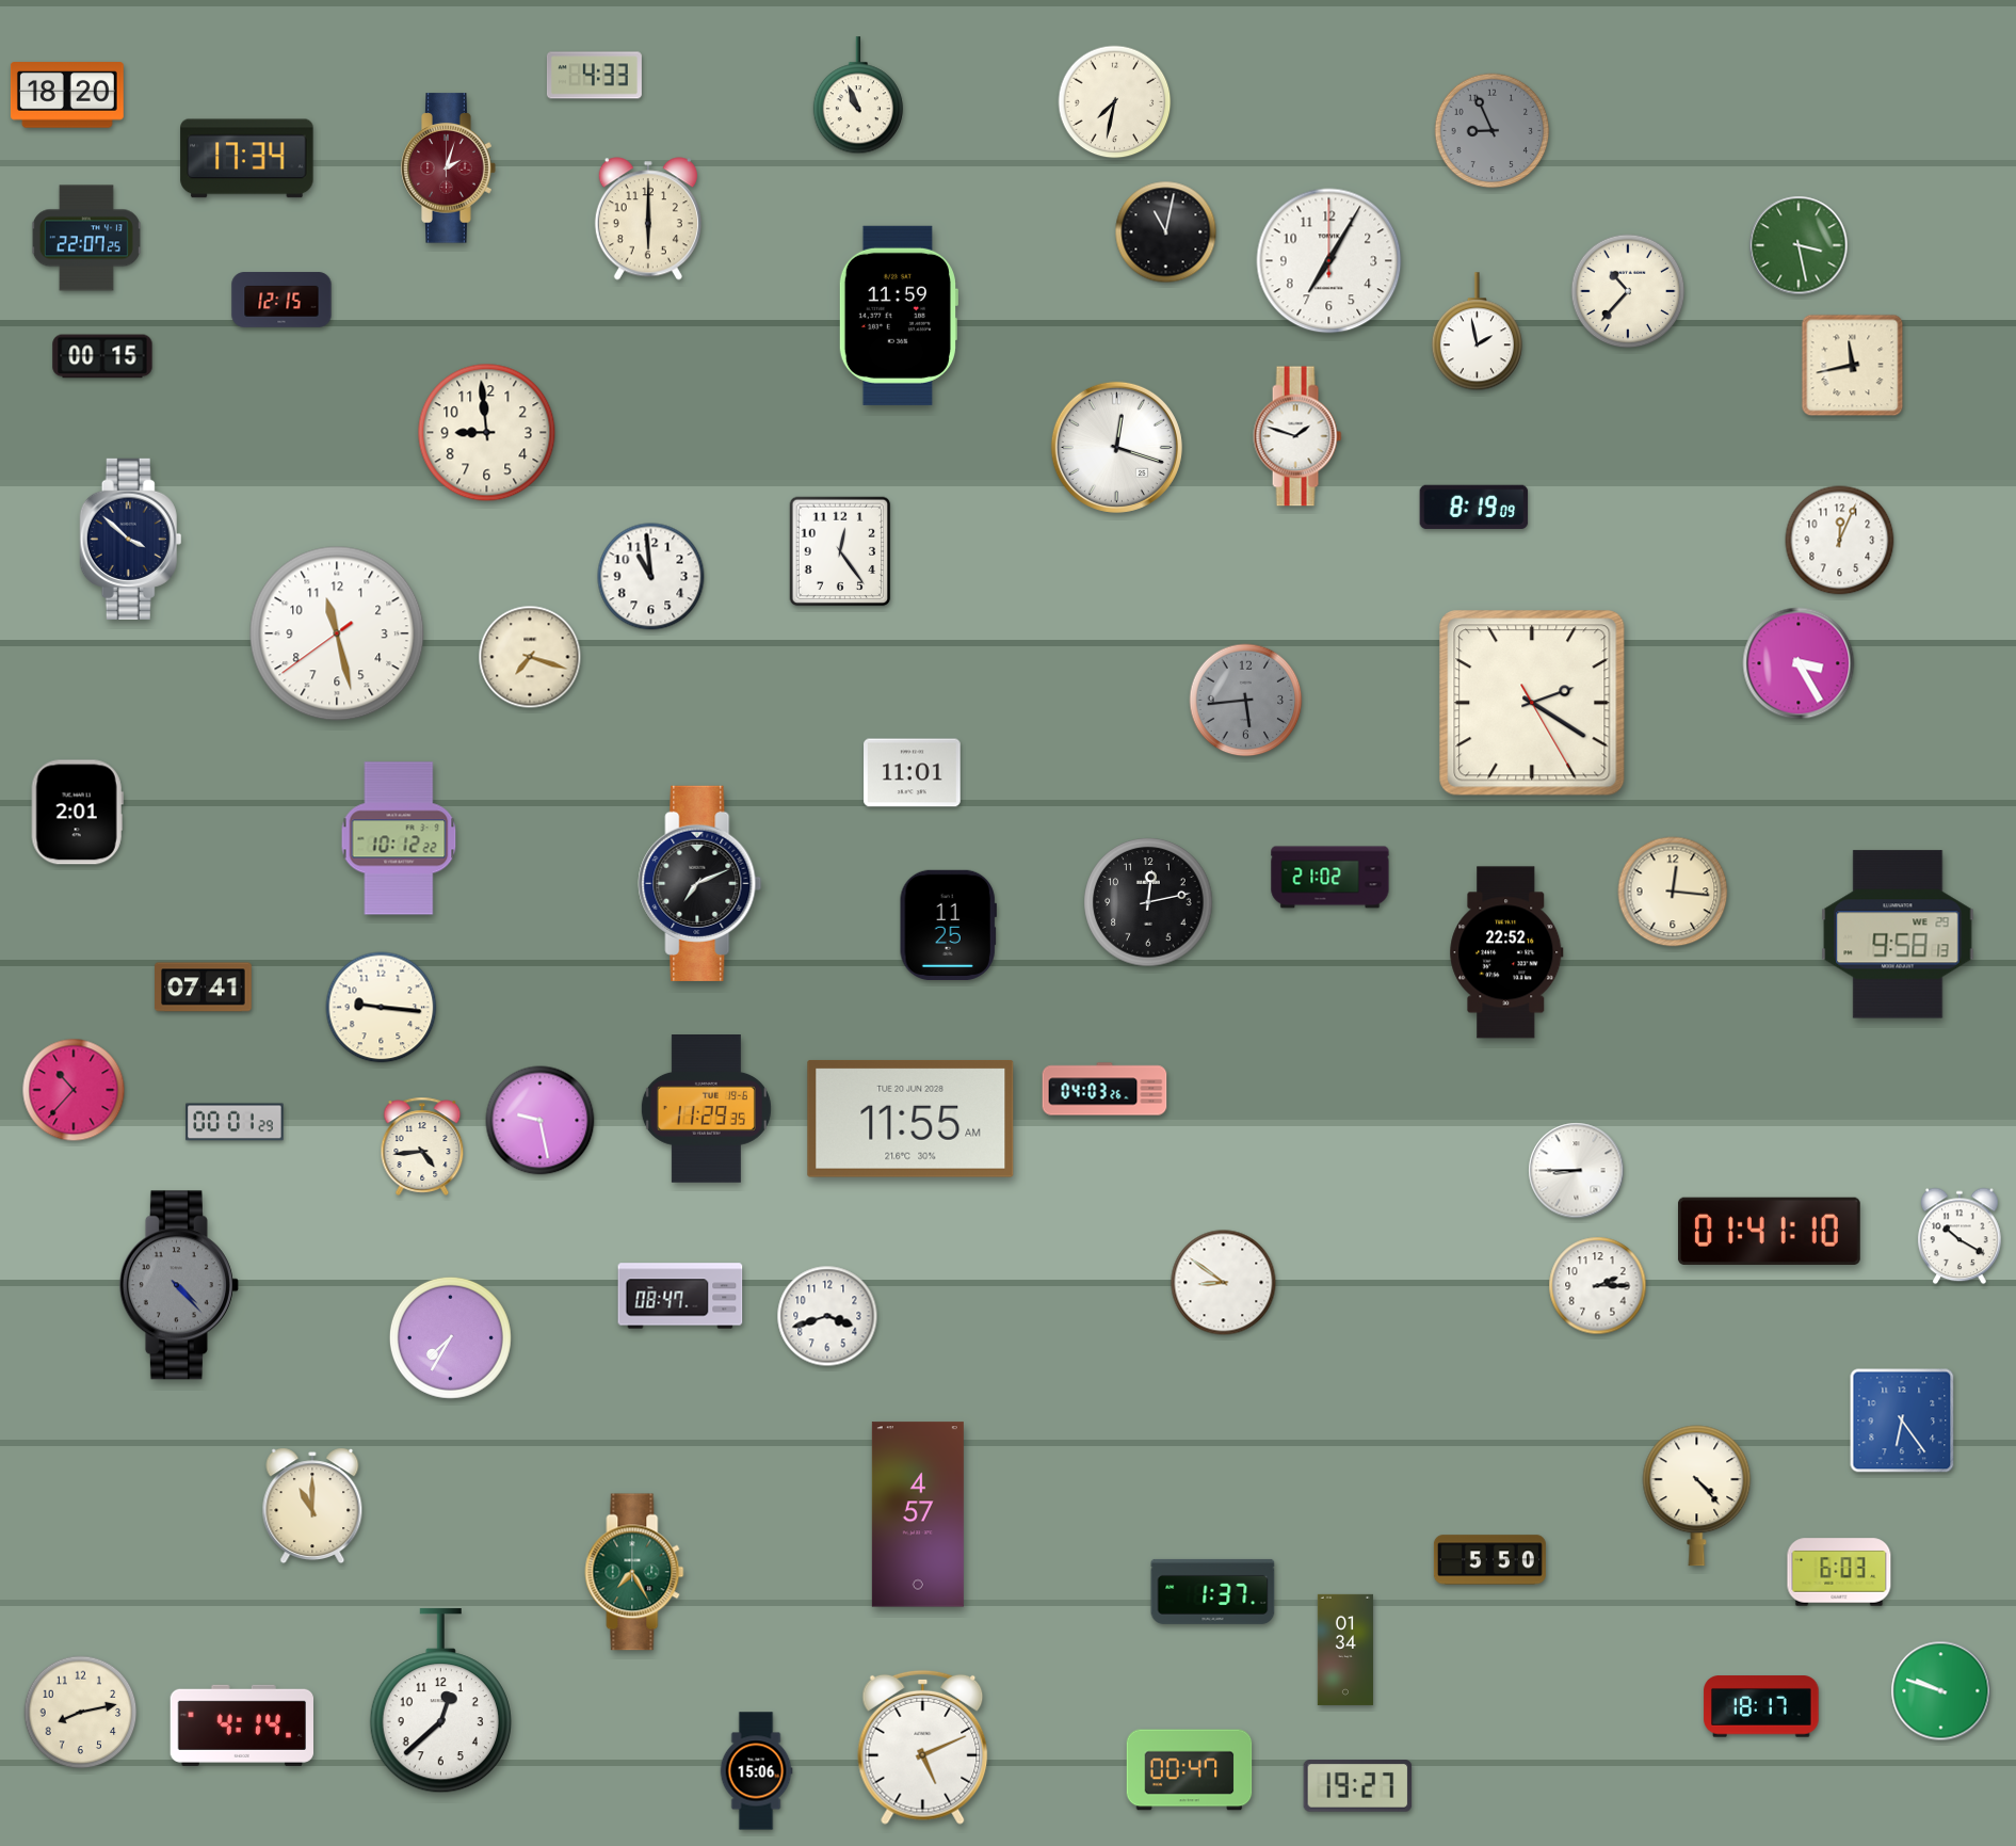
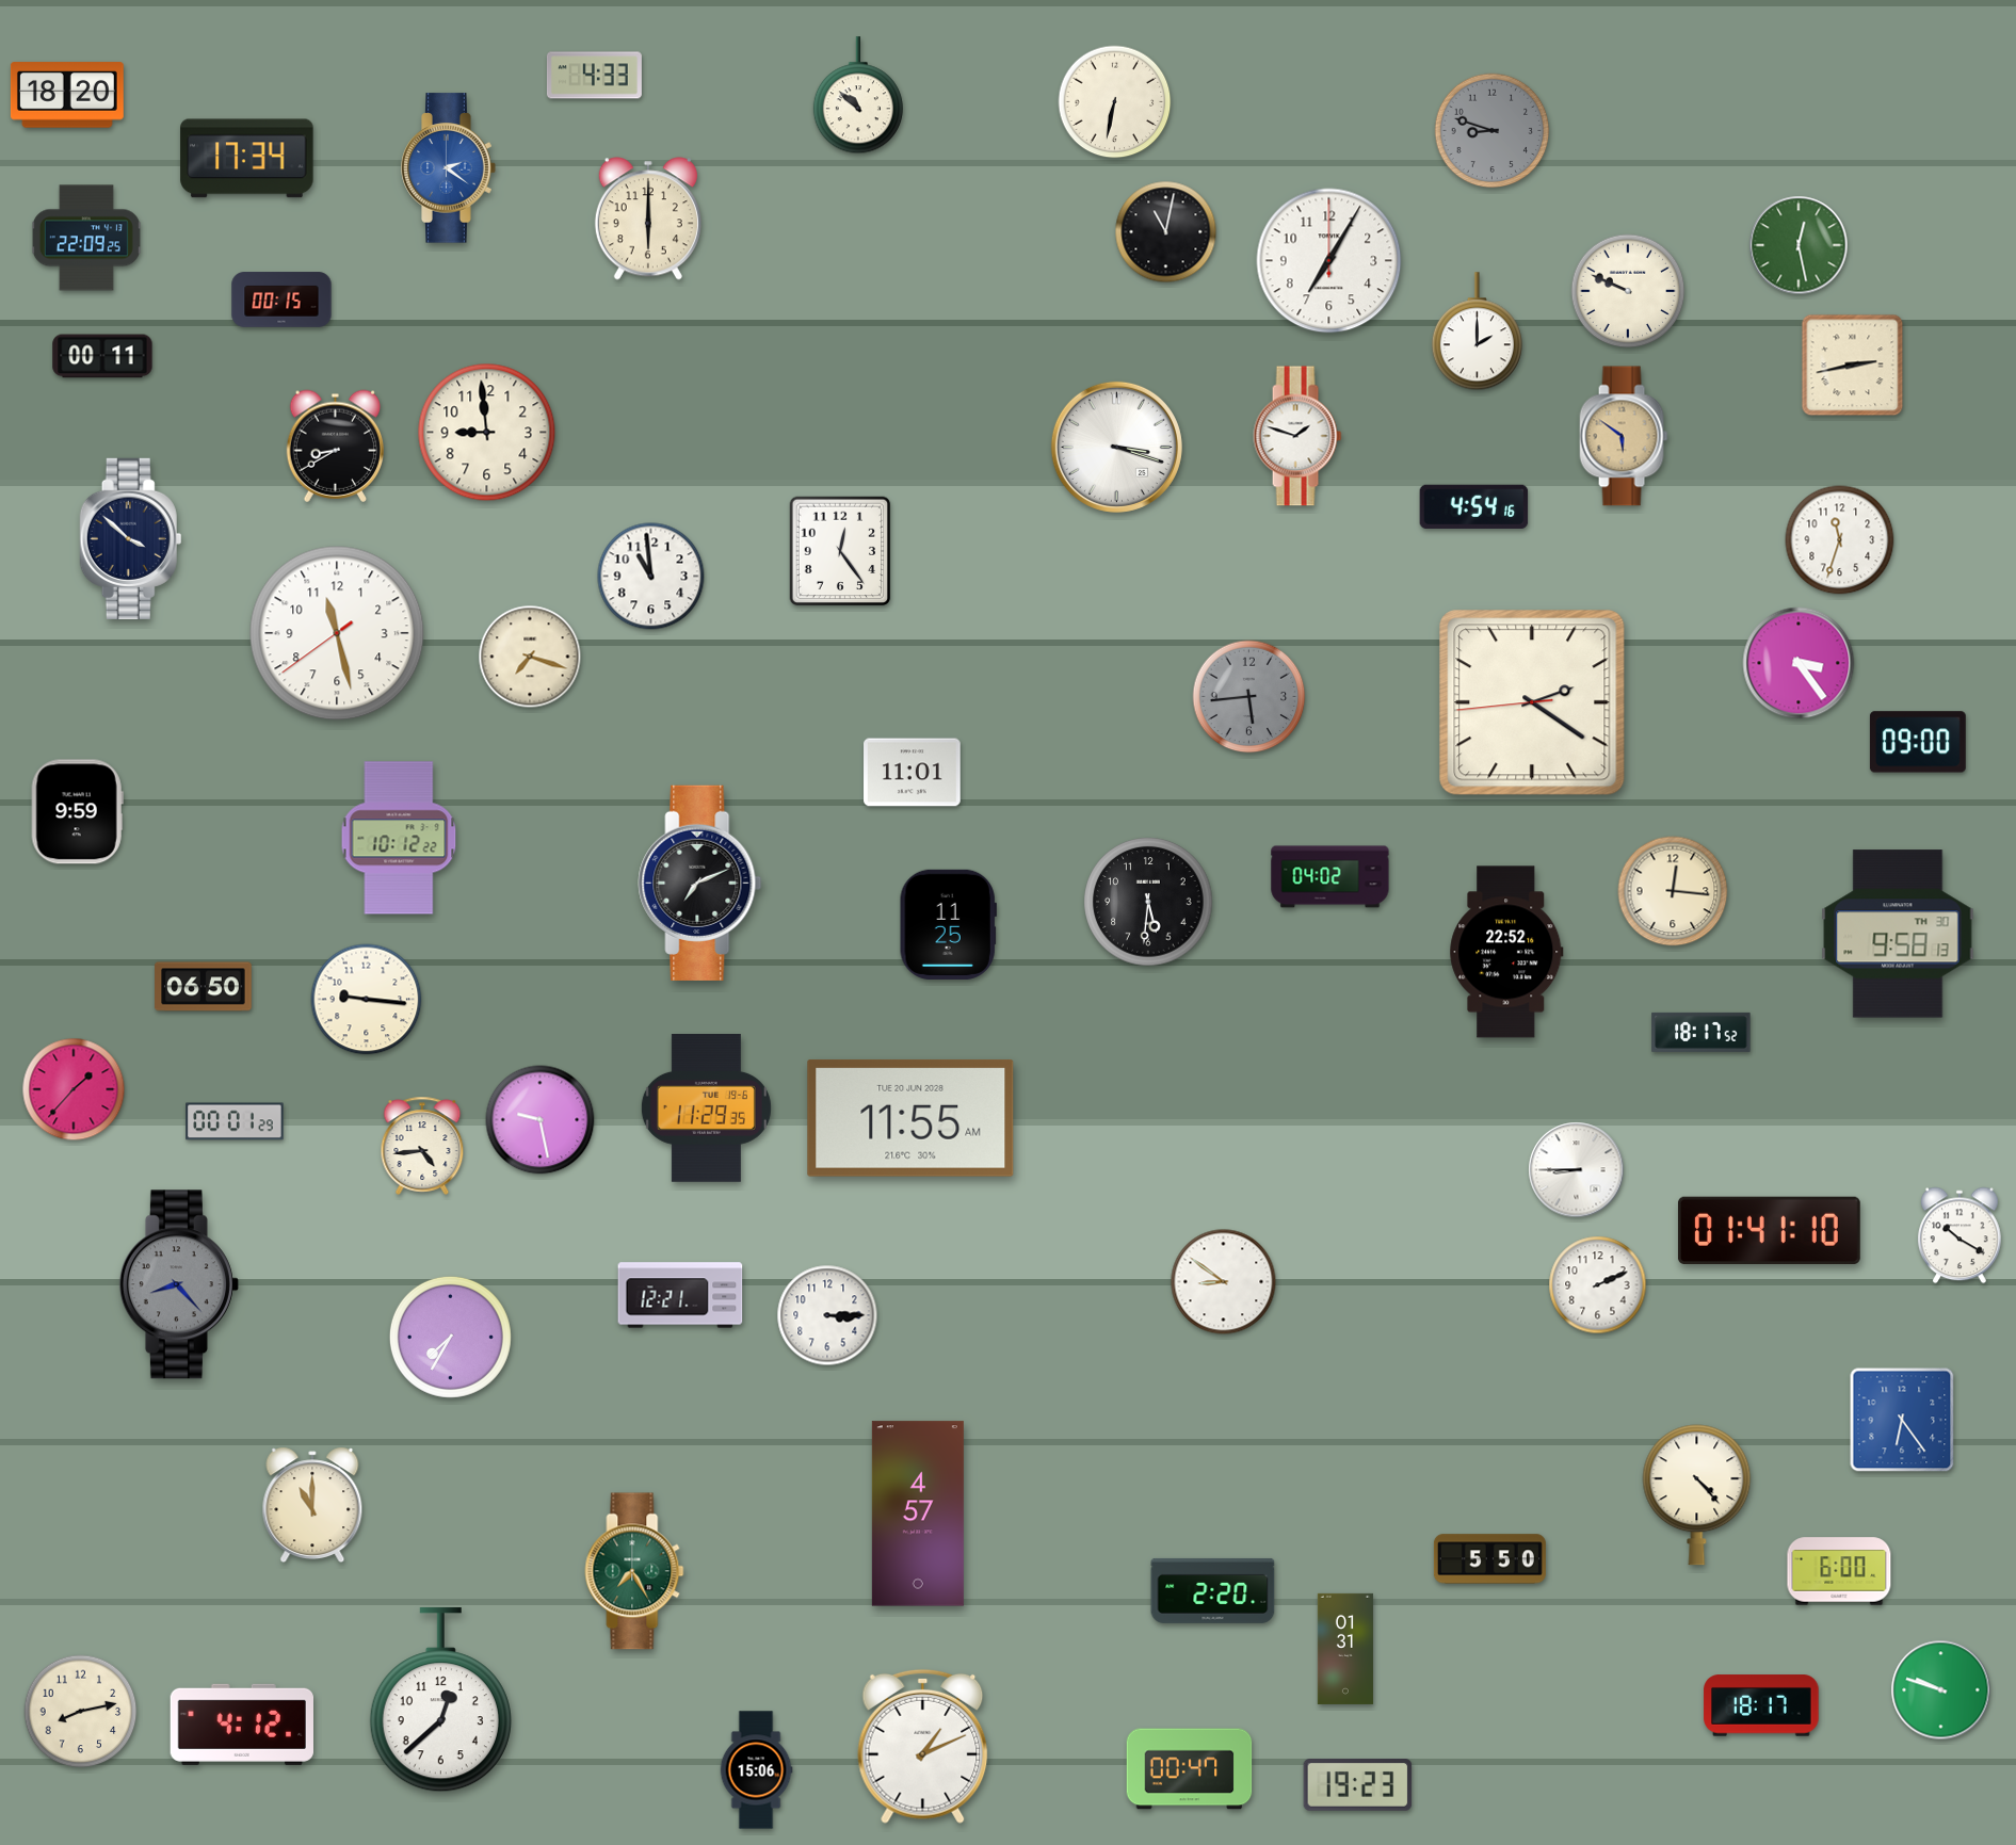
clock at (858, 96): 10:56 -> 10:52
clock at (1115, 102): 7:32 -> 6:32
clock at (1493, 131): 8:56 -> 8:48
clock at (449, 168): 2:03 -> 2:21
clock at (449, 168) dial: burgundy -> blue
clock at (86, 238): 22:07 -> 22:09
clock at (1799, 245): 3:28 -> 12:28
clock at (1628, 291): 10:37 -> 9:49
clock at (281, 300): 12:15 -> 00:15
clock at (898, 316): 11:59 -> none
clock at (1477, 332): 1:58 -> 2:00
clock at (102, 356): 00:15 -> 00:11
clock at (1853, 366): 11:43 -> 2:43
clock at (1624, 436): none -> 5:51
clock at (335, 446): none -> 8:40
clock at (1116, 447): 12:18 -> 3:18
clock at (1474, 507): 8:19 -> 4:54
clock at (1840, 541): 12:04 -> 11:33
clock at (1799, 663): 3:25 -> 3:24
clock at (1246, 701) position: (1246, 701) -> (1249, 697)
clock at (1532, 703): 2:20:25 -> 2:20:44
clock at (1918, 742): none -> 09:00
clock at (77, 813): 2:01 -> 9:59
clock at (1330, 878): 21:02 -> 04:02
clock at (1148, 902): 12:13 -> 5:31
clock at (1898, 934) date: WE 29 -> TH 30
clock at (204, 988): 07:41 -> 06:50
clock at (382, 1008) position: (382, 1008) -> (367, 1000)
clock at (1701, 1032): none -> 18:17
clock at (1104, 1089): 04:03 -> none
clock at (74, 1090): 10:37 -> 1:37
clock at (179, 1285): 4:23 -> 8:23
clock at (1598, 1286): 2:15 -> 2:11
clock at (680, 1296): 08:47 -> 12:21
clock at (827, 1316): 3:42 -> 3:15
clock at (1839, 1572): 6:03 -> 6:00
clock at (1213, 1591): 1:37 -> 2:20
clock at (1345, 1650): 01:34 -> 01:31
clock at (241, 1725): 4:14 -> 4:12
clock at (923, 1747): 5:11 -> 1:11
clock at (1358, 1786): 19:27 -> 19:23
